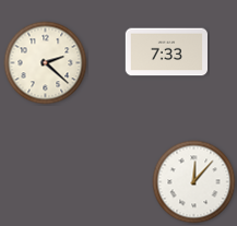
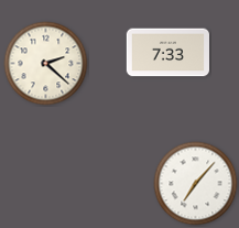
clock at (194, 182): 12:07 -> 7:07
